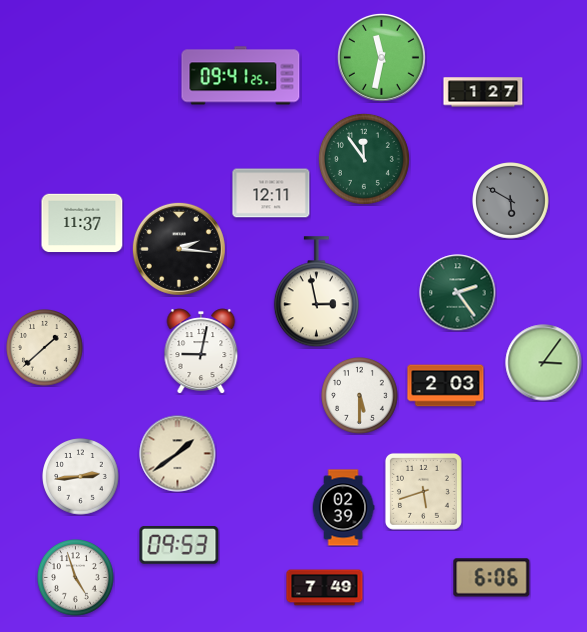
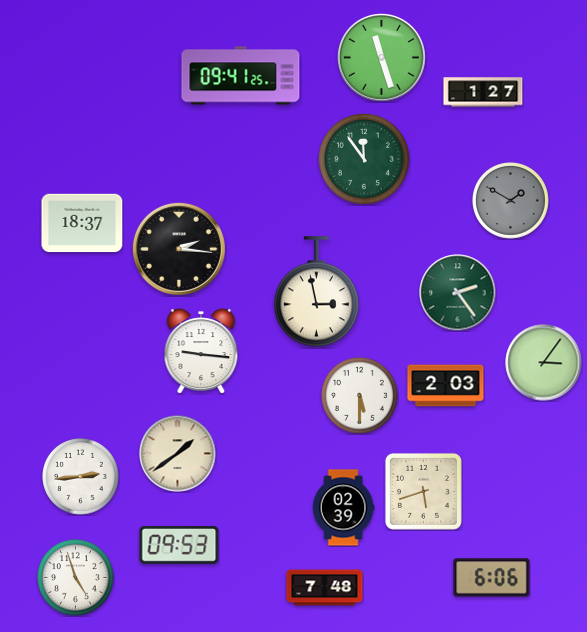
clock at (381, 57): 11:32 -> 11:27
clock at (271, 193): 12:11 -> none
clock at (511, 201): 5:50 -> 1:50
clock at (82, 223): 11:37 -> 18:37
clock at (45, 348): 1:38 -> none
clock at (201, 351): 9:02 -> 9:16
clock at (325, 588): 7:49 -> 7:48
